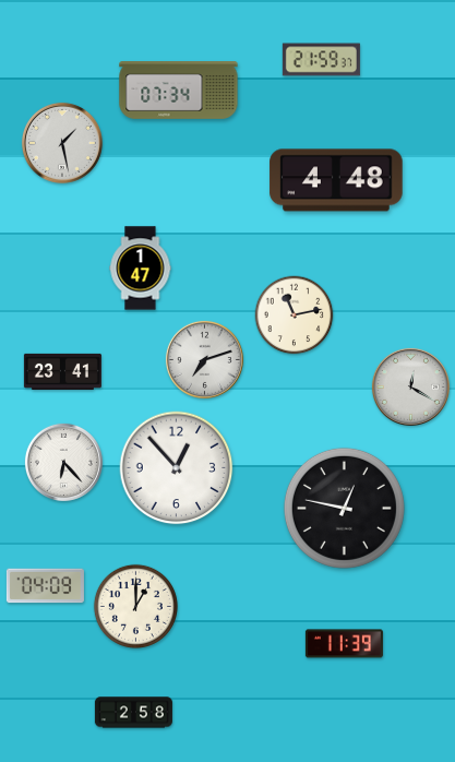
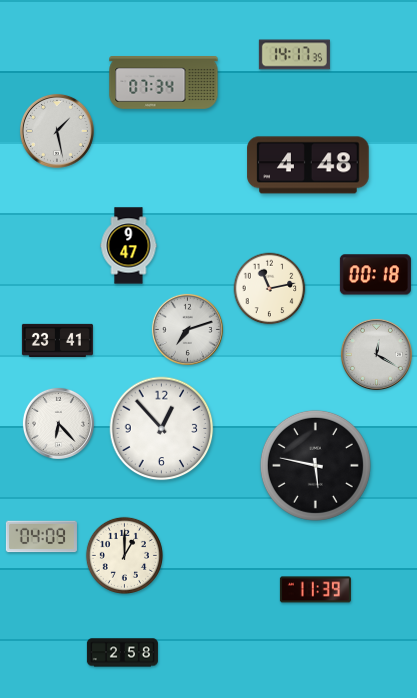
clock at (321, 60): 21:59 -> 14:17
clock at (141, 269): 1:47 -> 9:47
clock at (375, 275): none -> 00:18
clock at (344, 508): 12:47 -> 5:47
